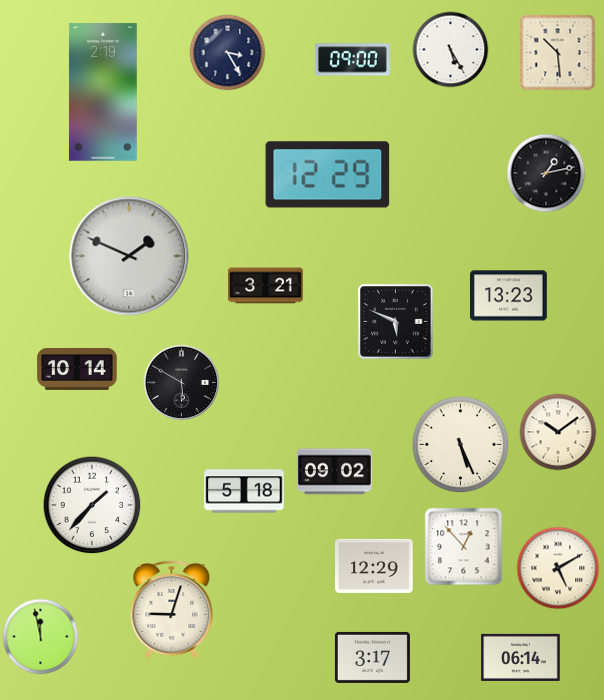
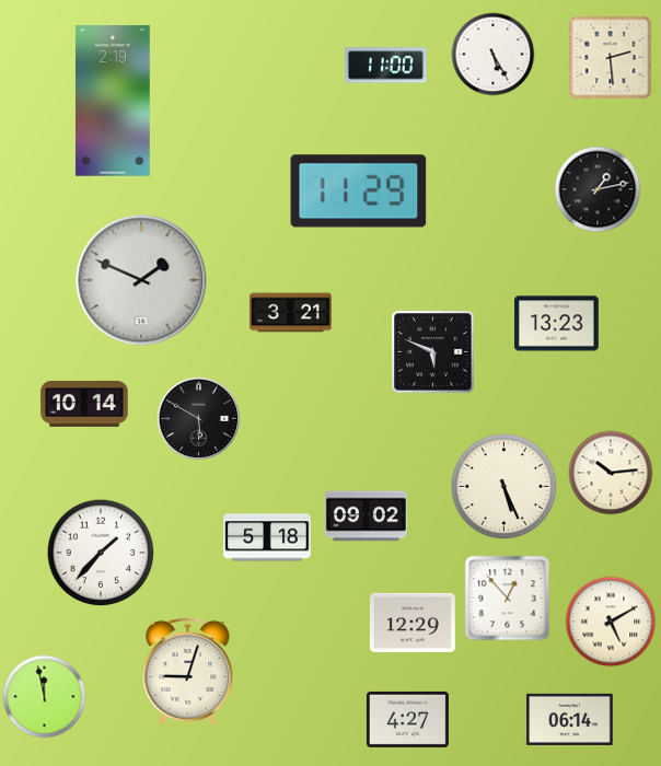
clock at (228, 53): 3:25 -> none
clock at (558, 53): 10:29 -> 2:29
clock at (352, 60): 09:00 -> 11:00
clock at (328, 175): 12:29 -> 11:29
clock at (558, 432): 10:09 -> 10:14
clock at (374, 566) position: (374, 566) -> (413, 623)
clock at (172, 609) position: (172, 609) -> (188, 671)
clock at (372, 657): 3:17 -> 4:27
